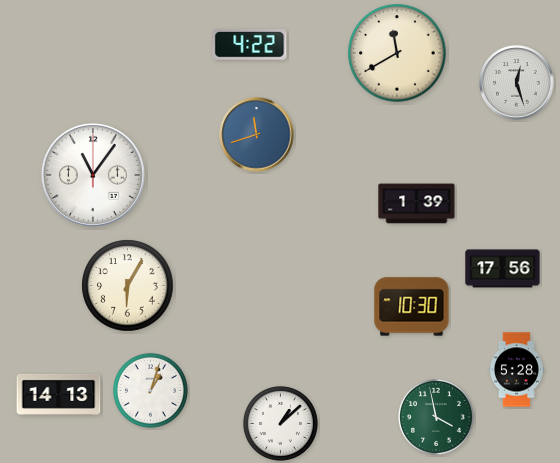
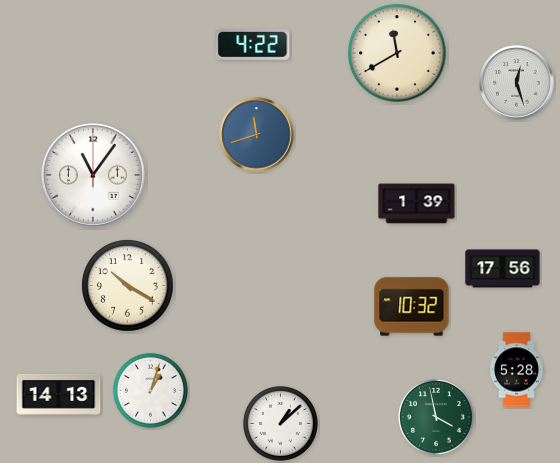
clock at (250, 45) position: (250, 45) -> (253, 45)
clock at (128, 286): 6:05 -> 10:20
clock at (412, 307): 10:30 -> 10:32
